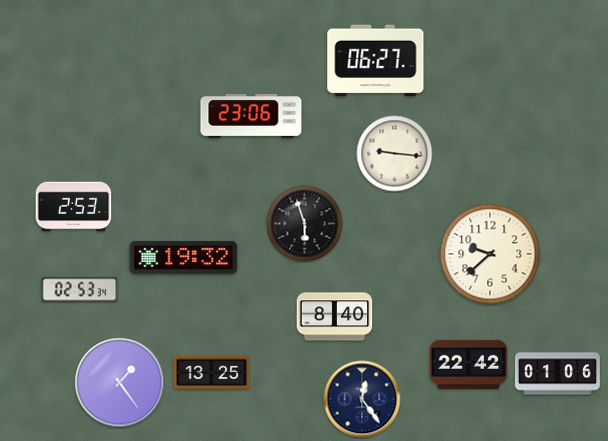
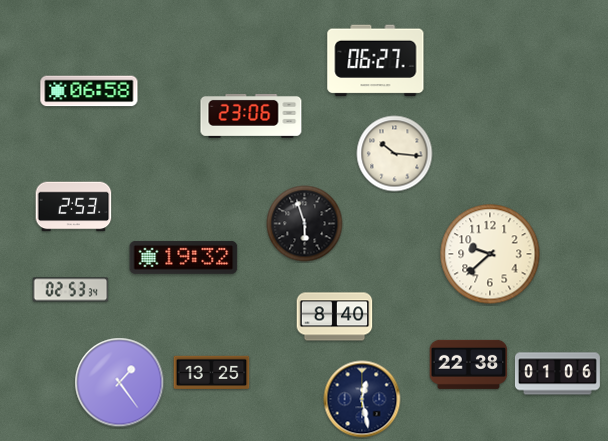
clock at (89, 91): none -> 06:58
clock at (395, 154): 9:16 -> 10:16
clock at (80, 290) position: (80, 290) -> (71, 290)
clock at (469, 364): 22:42 -> 22:38
clock at (362, 399): 12:24 -> 12:28
